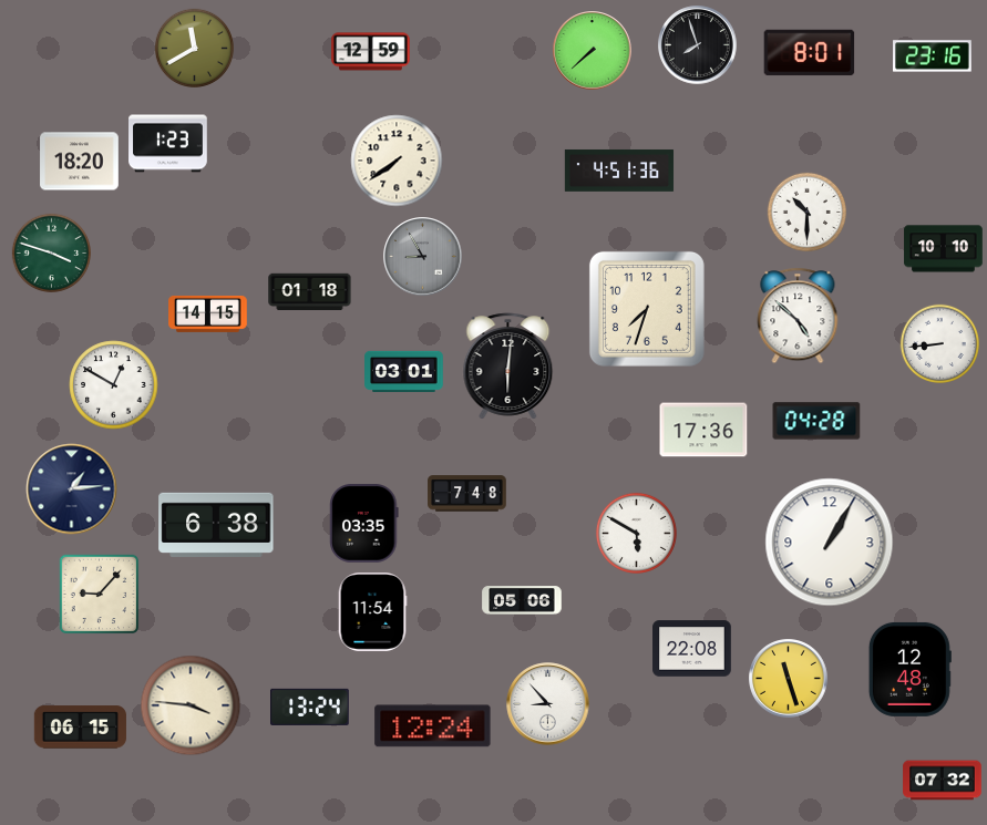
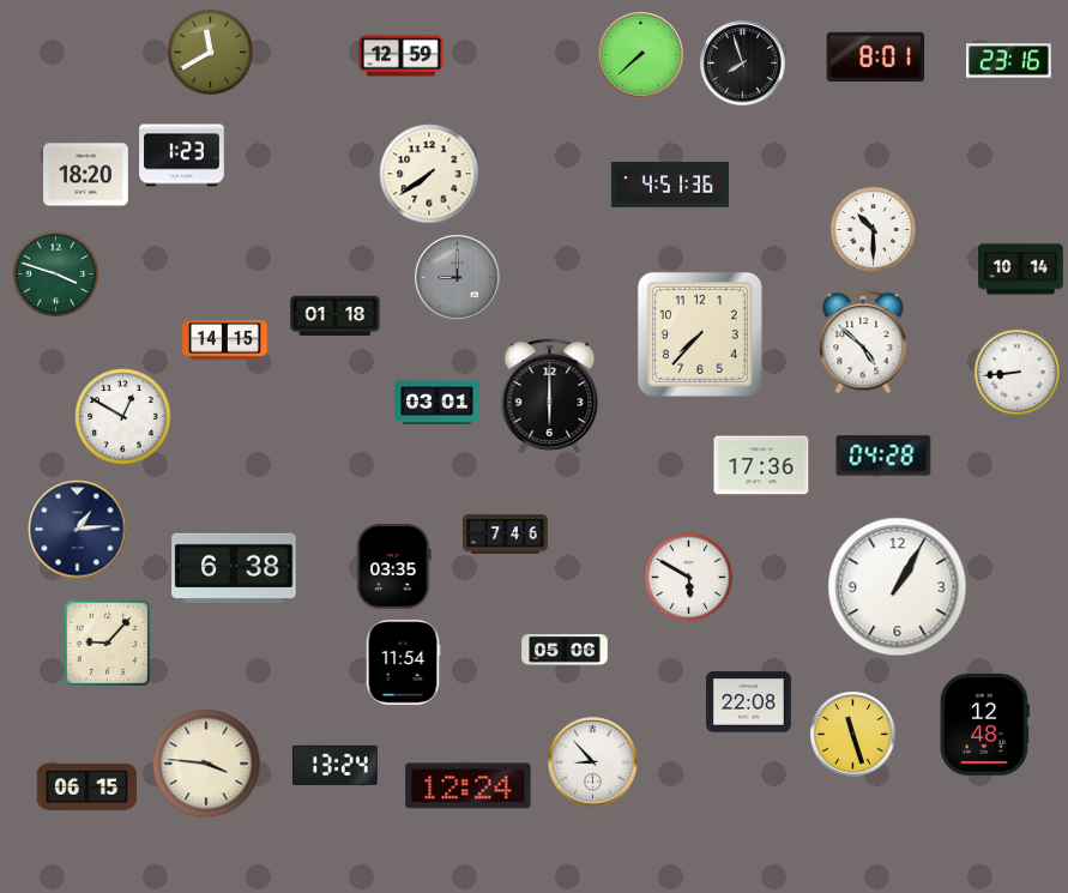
clock at (698, 45) position: (698, 45) -> (743, 64)
clock at (944, 249): 10:10 -> 10:14
clock at (423, 257): 8:55 -> 9:00
clock at (647, 309): 7:33 -> 7:37
clock at (508, 367): 6:01 -> 6:00
clock at (467, 494): 7:48 -> 7:46
clock at (943, 781): 07:32 -> none
